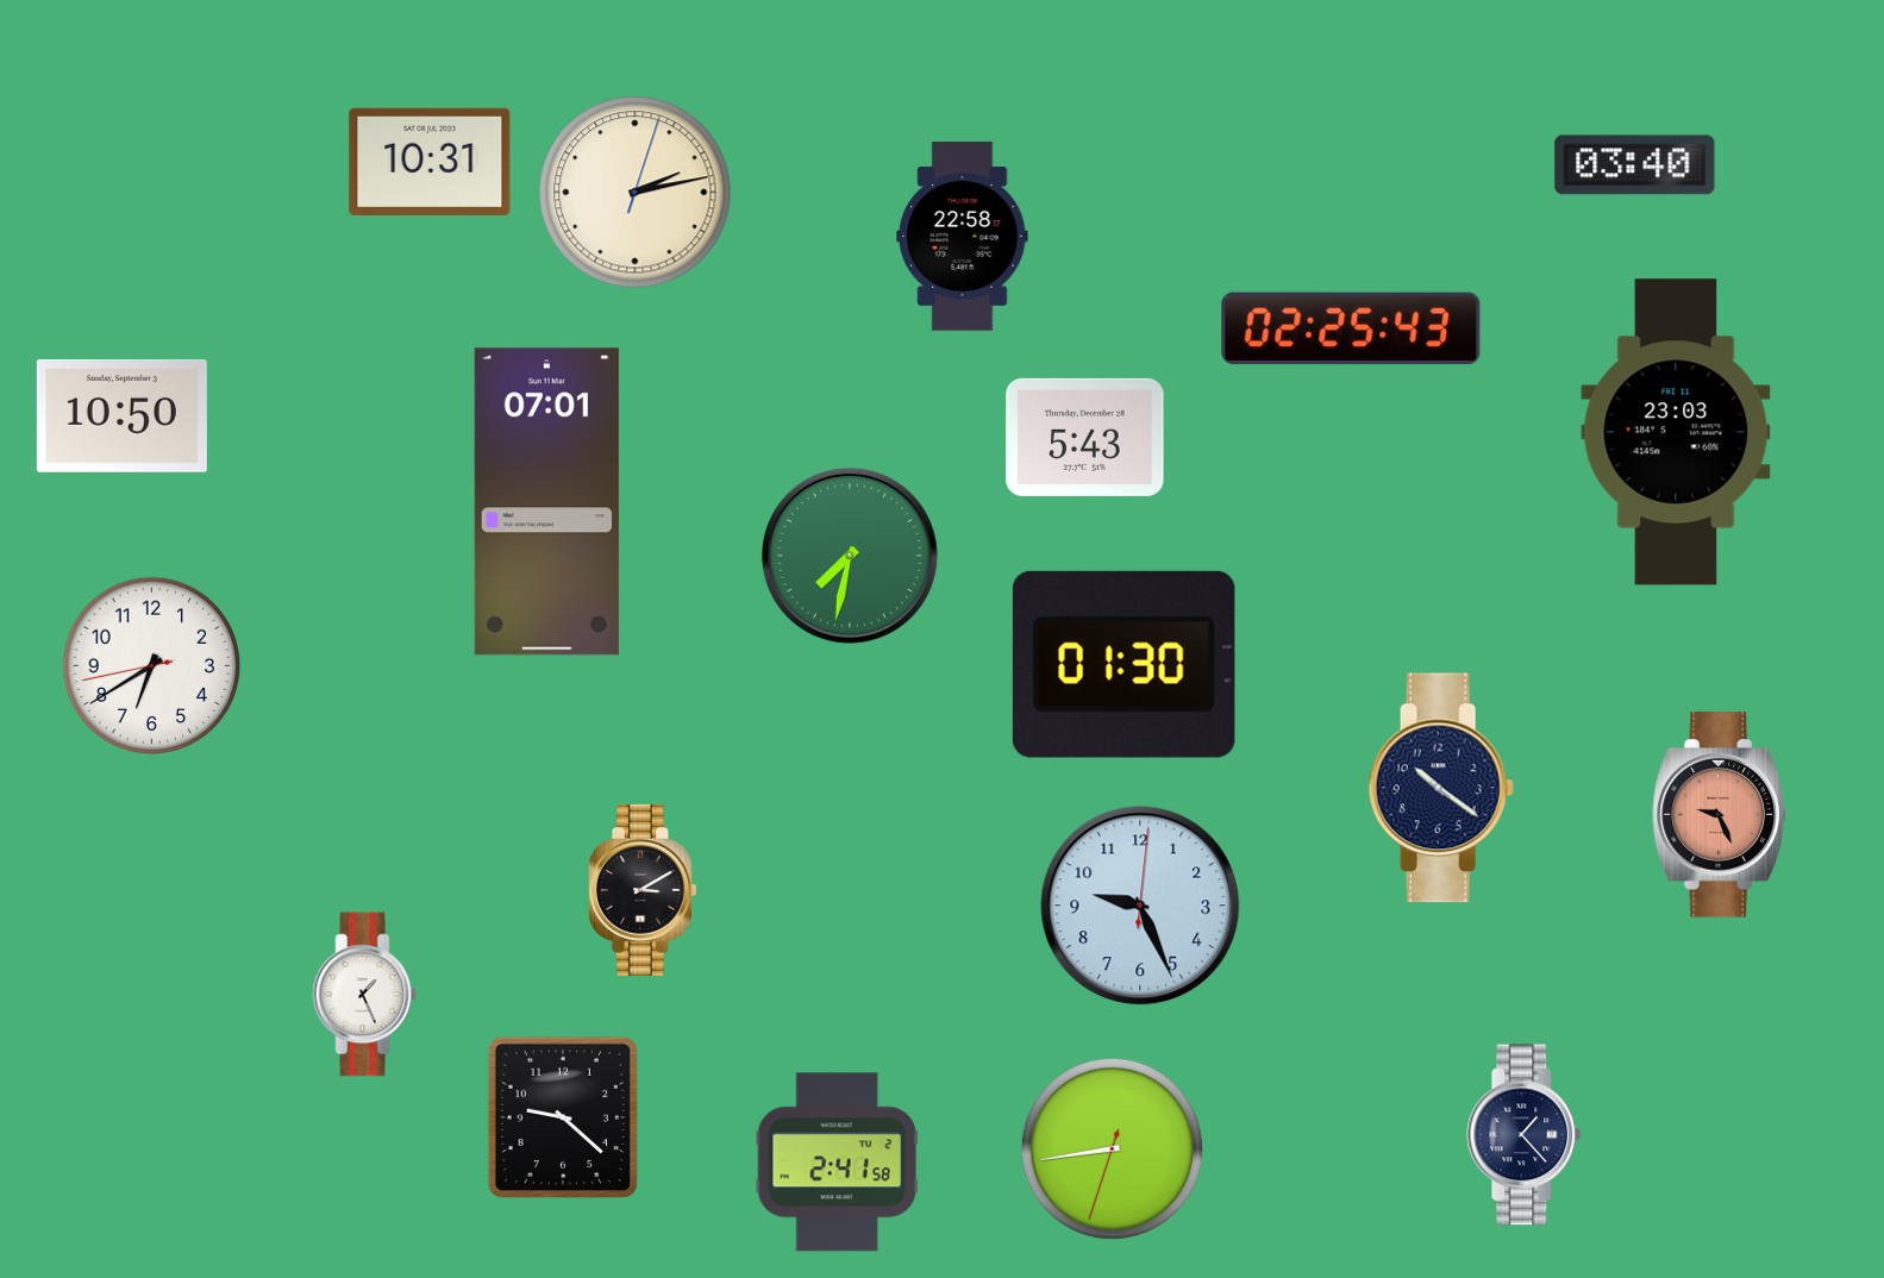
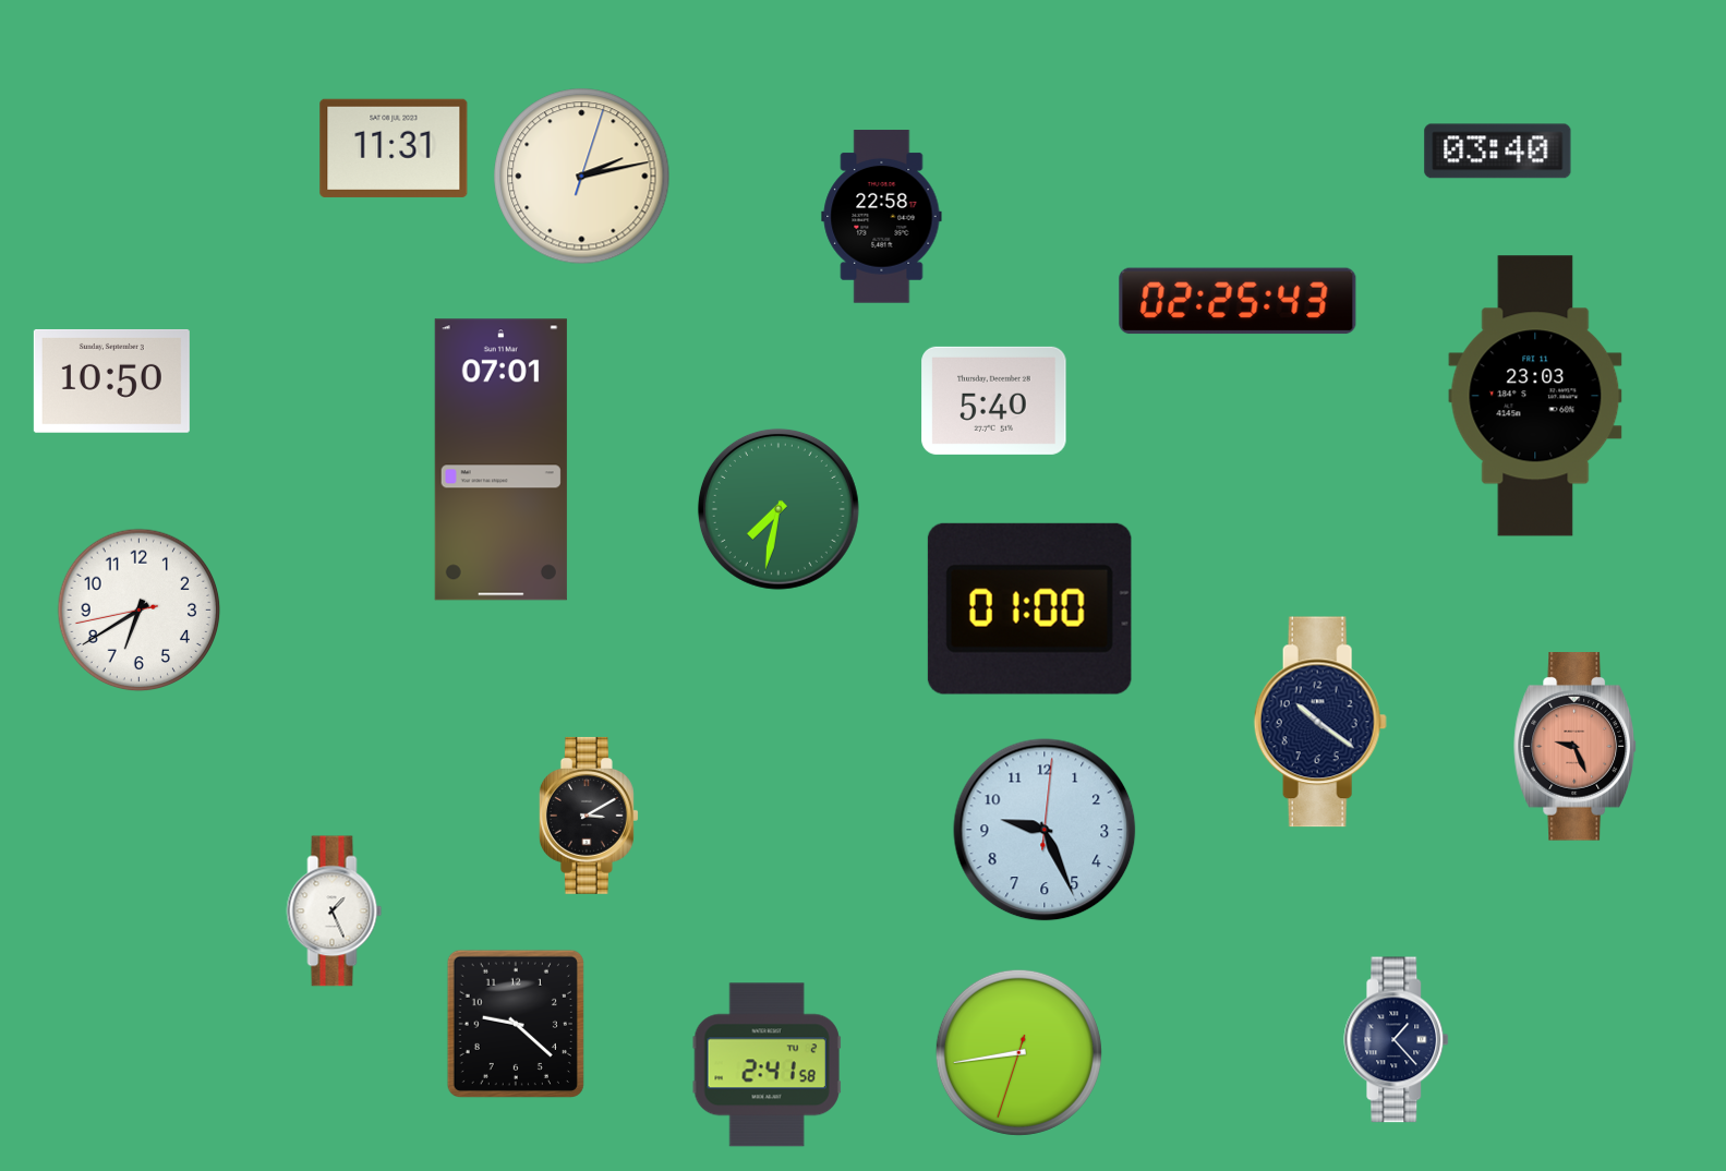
clock at (430, 162): 10:31 -> 11:31
clock at (1085, 437): 5:43 -> 5:40
clock at (1123, 664): 01:30 -> 01:00
